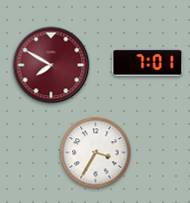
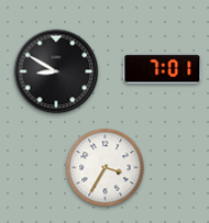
clock at (51, 65): 7:50 -> 8:50
clock at (51, 65) dial: burgundy -> black
